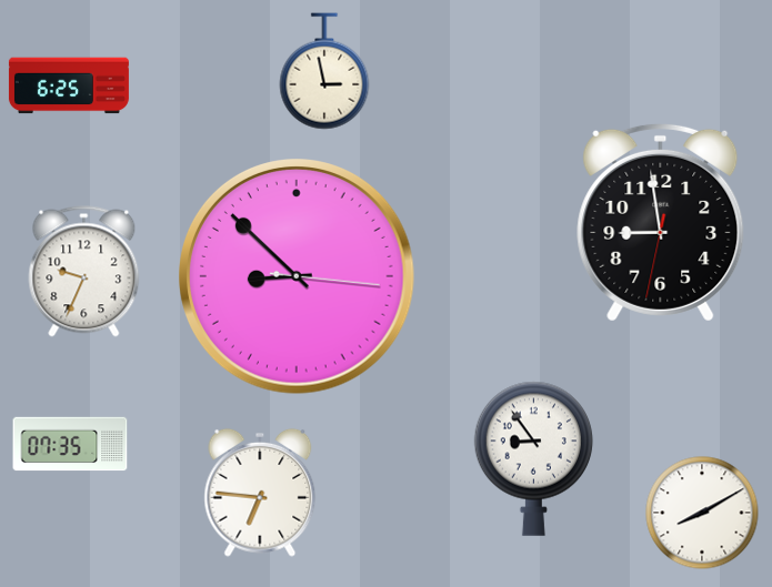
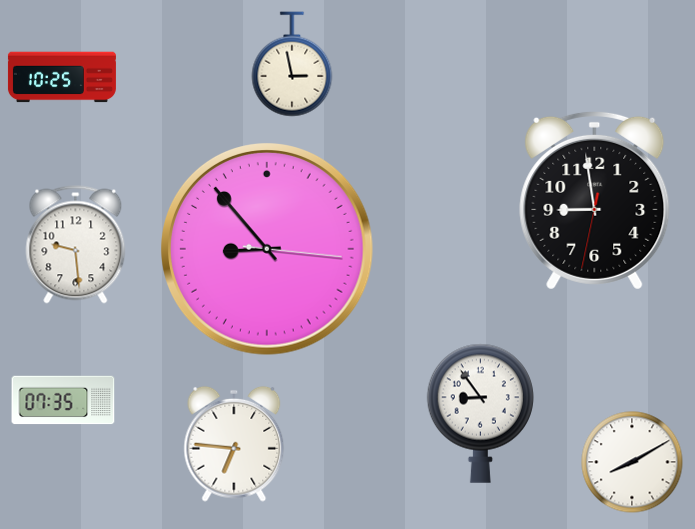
clock at (69, 85): 6:25 -> 10:25
clock at (84, 272): 9:34 -> 9:29
clock at (298, 277): 8:52 -> 8:53
